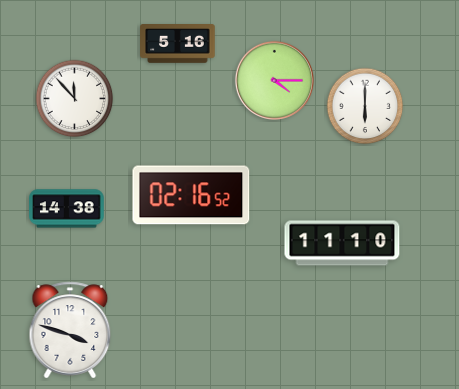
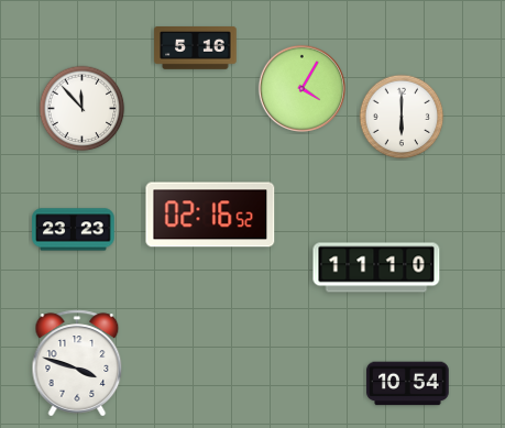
clock at (274, 80): 4:15 -> 4:05
clock at (67, 209): 14:38 -> 23:23
clock at (408, 384): none -> 10:54
